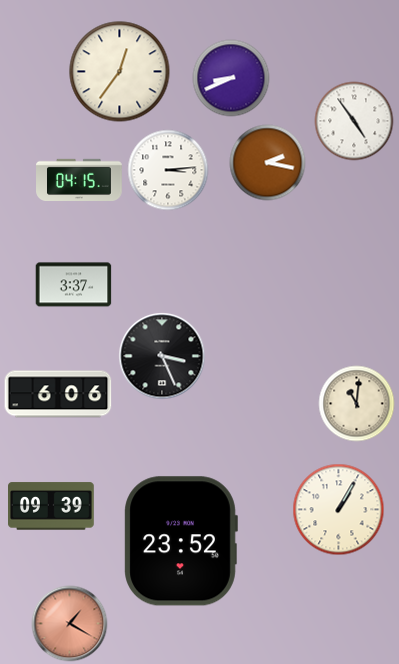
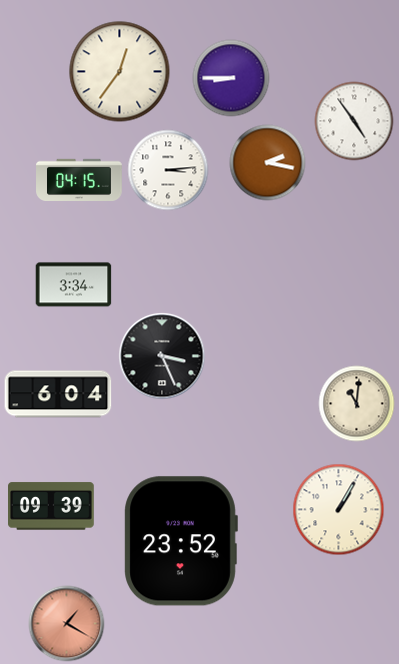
clock at (231, 78): 8:41 -> 8:45
clock at (74, 285): 3:37 -> 3:34
clock at (58, 394): 6:06 -> 6:04
clock at (70, 624) position: (70, 624) -> (67, 624)
